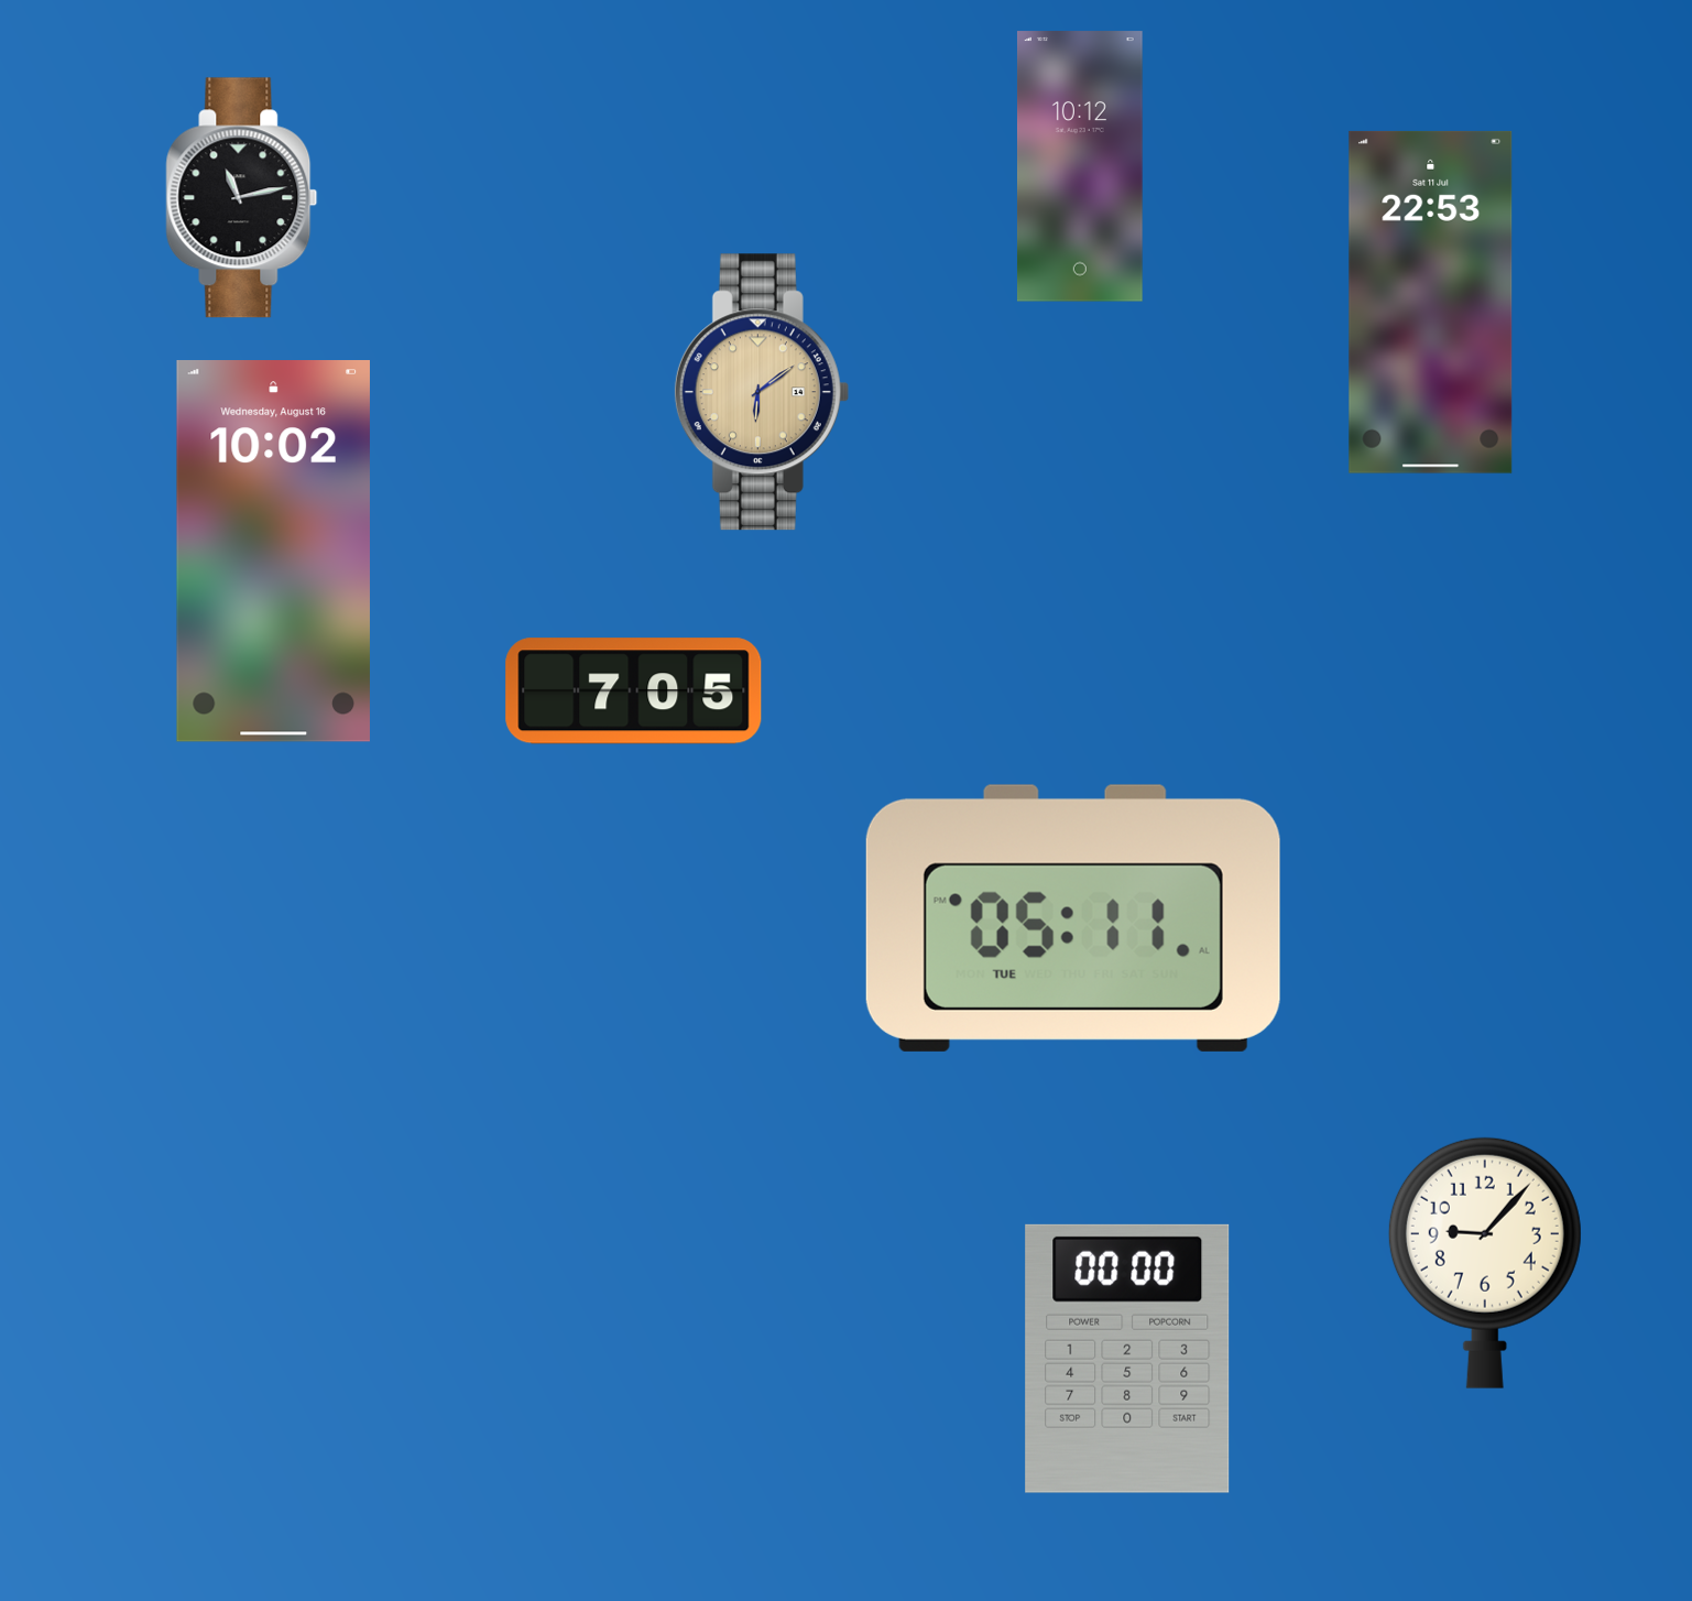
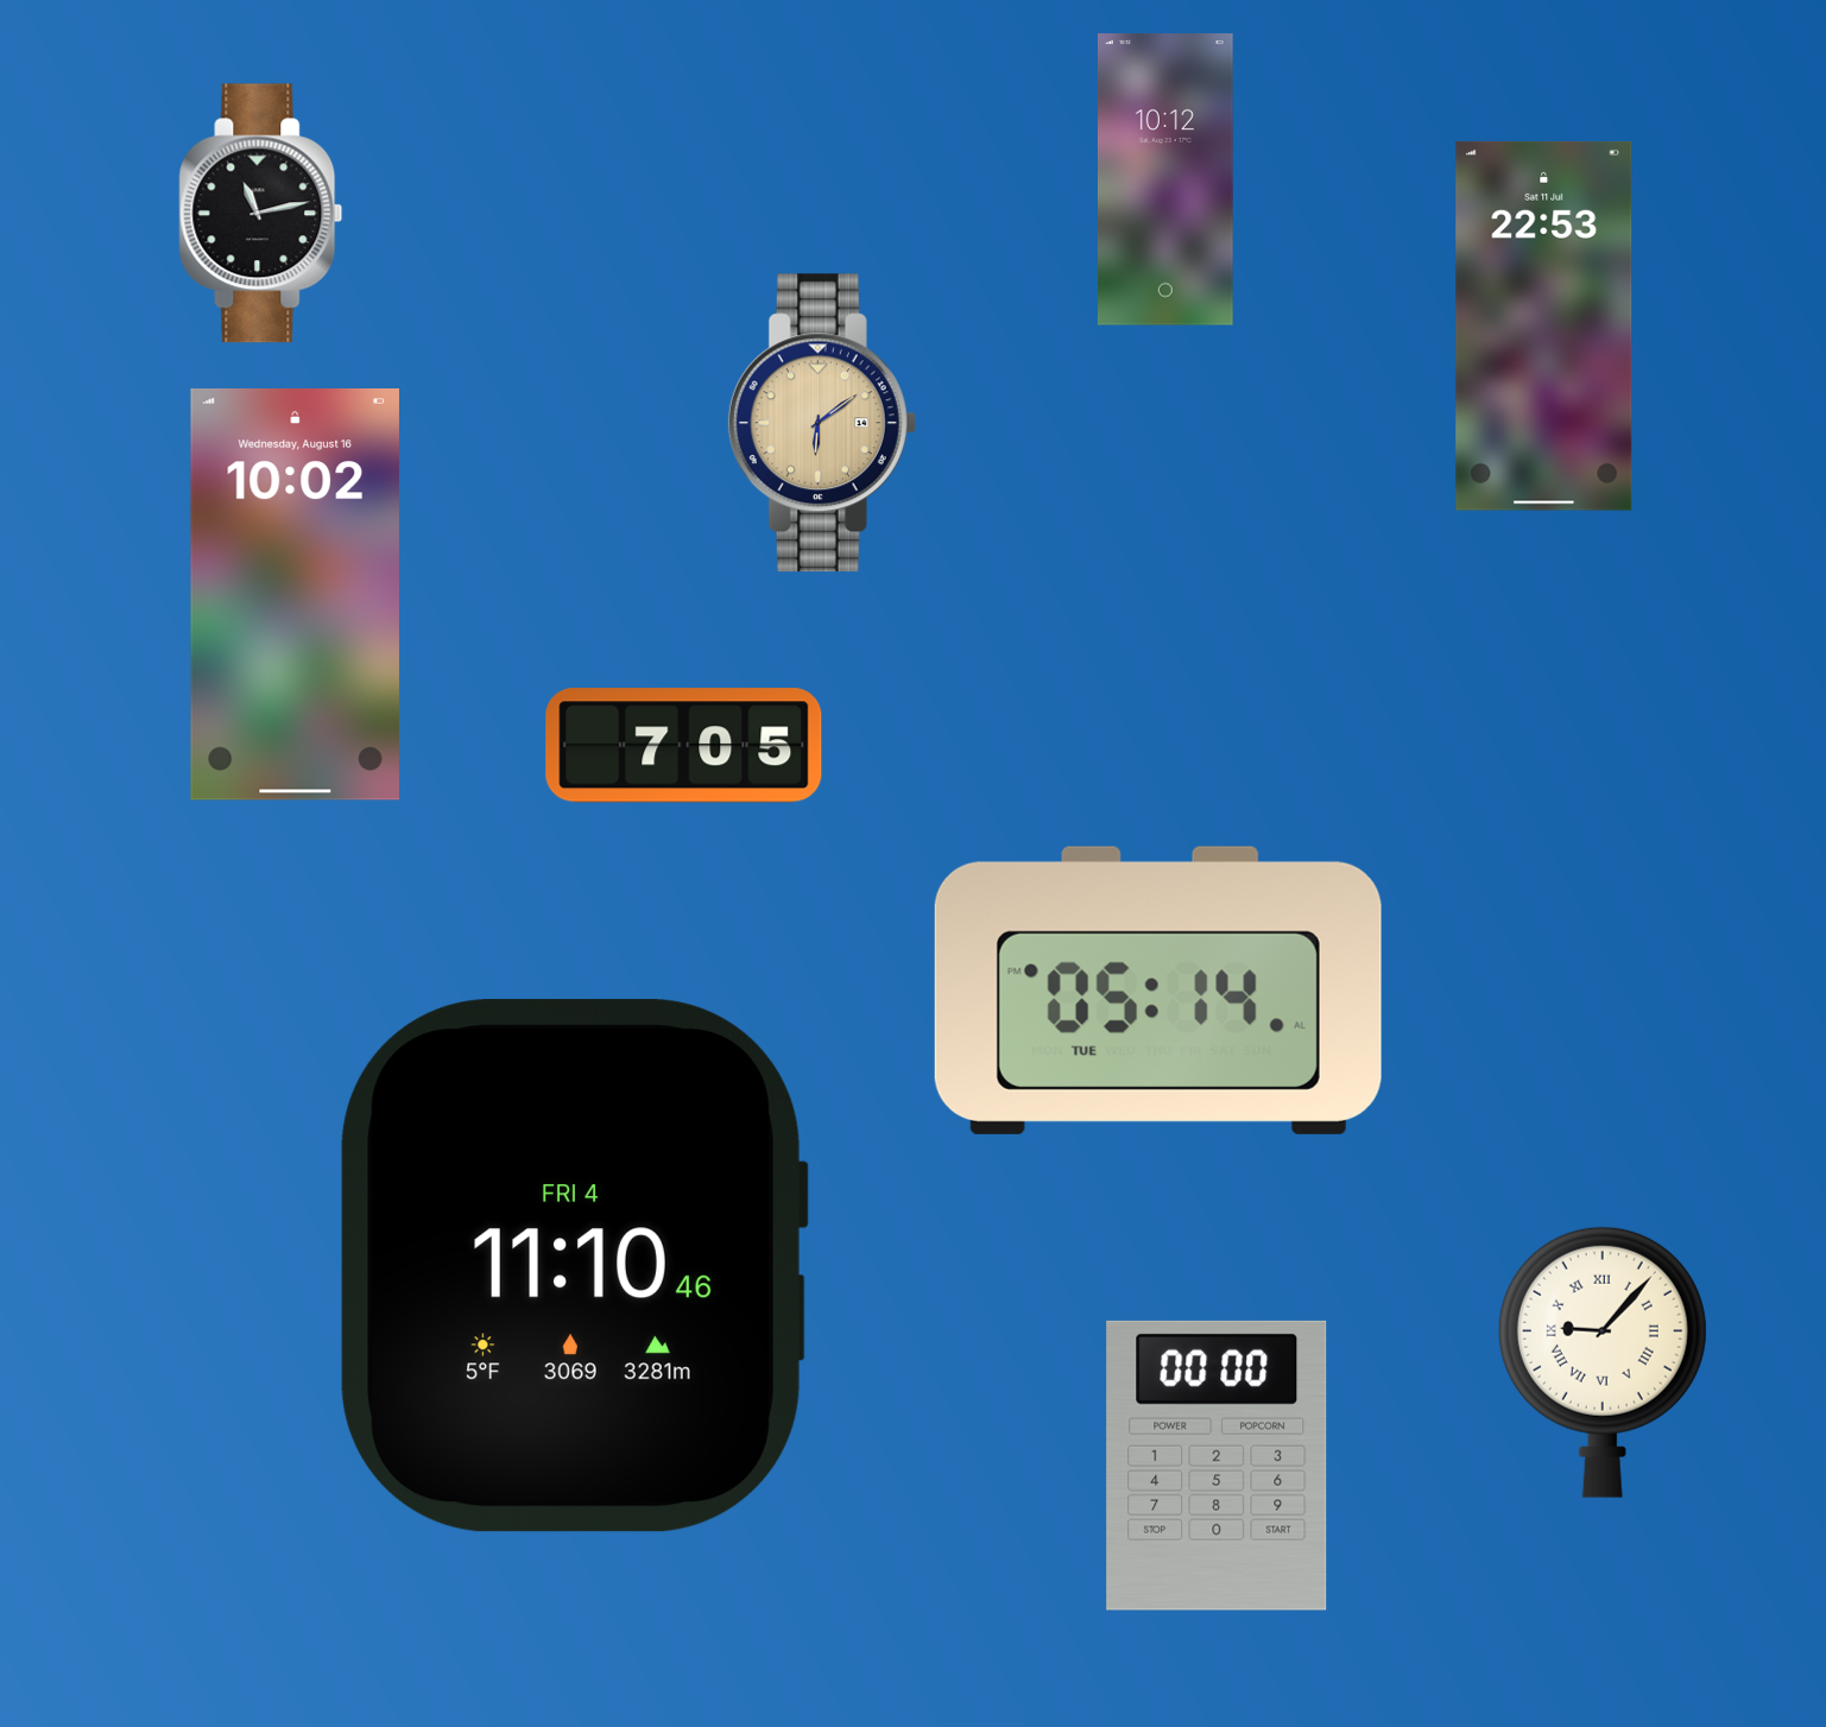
clock at (1073, 918): 05:11 -> 05:14
clock at (574, 1266): none -> 11:10
clock at (1485, 1263) numerals: Arabic -> Roman
